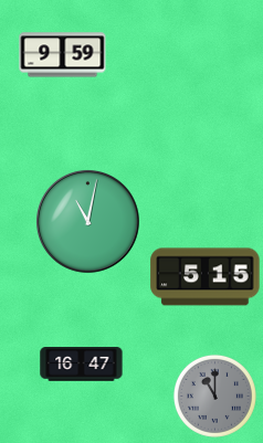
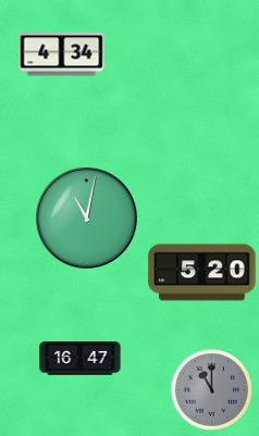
clock at (63, 55): 9:59 -> 4:34
clock at (206, 277): 5:15 -> 5:20
